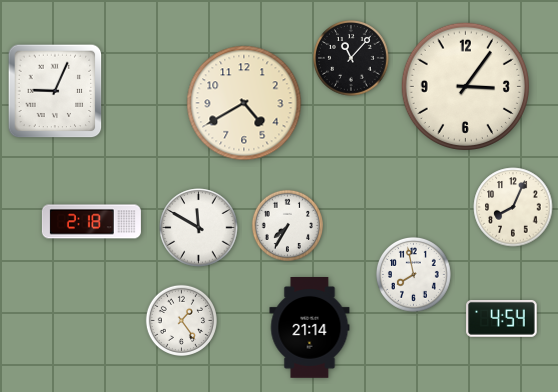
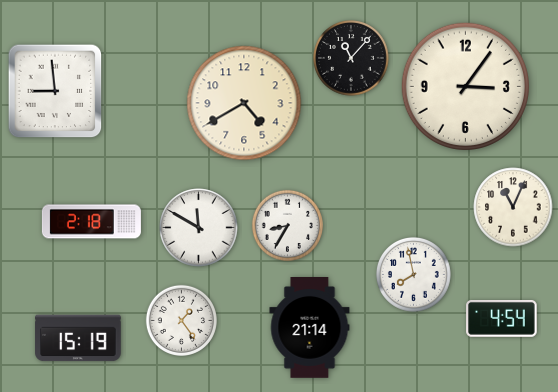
clock at (55, 91): 9:04 -> 8:59
clock at (513, 207): 8:04 -> 11:04
clock at (287, 225): 7:35 -> 8:35
clock at (78, 338): none -> 15:19
